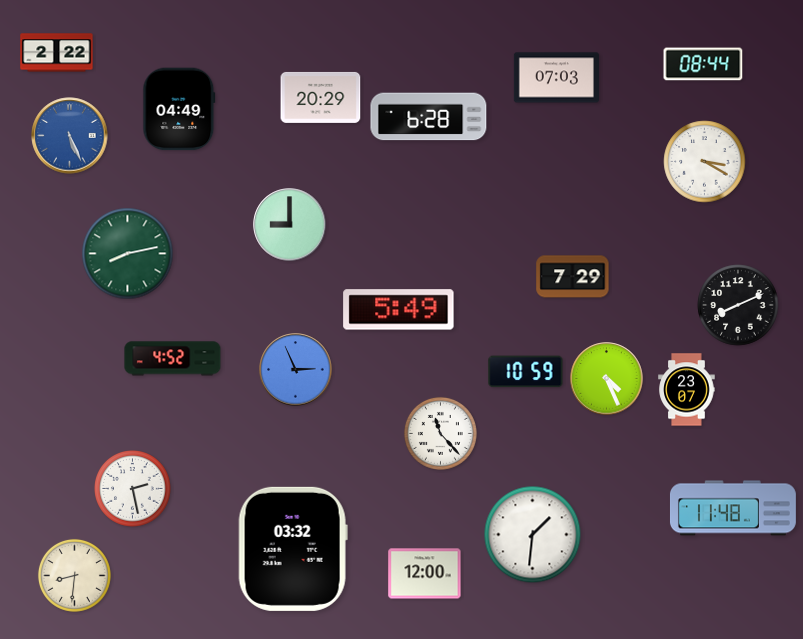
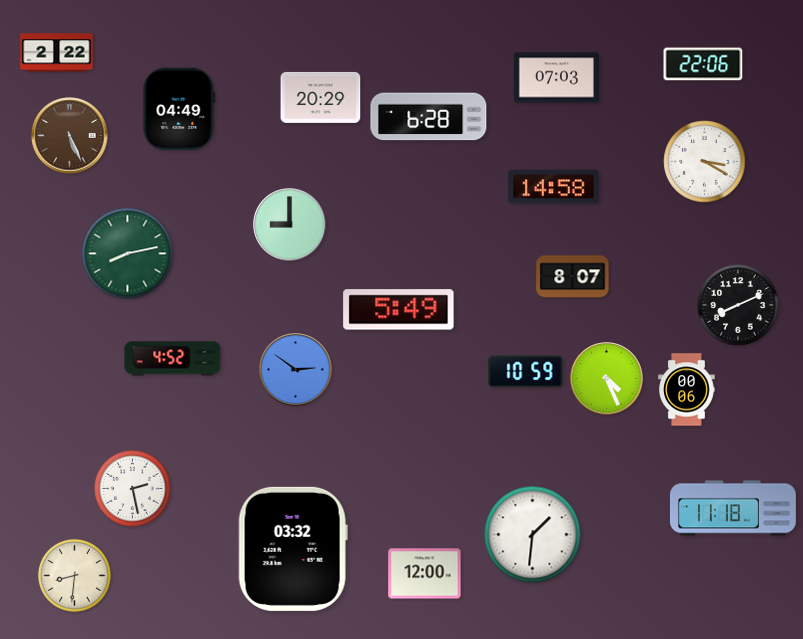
clock at (703, 64): 08:44 -> 22:06
clock at (70, 136) dial: blue -> brown
clock at (554, 187): none -> 14:58
clock at (573, 277): 7:29 -> 8:07
clock at (296, 370): 2:56 -> 2:51
clock at (687, 390): 23:07 -> 00:06
clock at (440, 433): 11:23 -> none
clock at (733, 508): 11:48 -> 11:18
